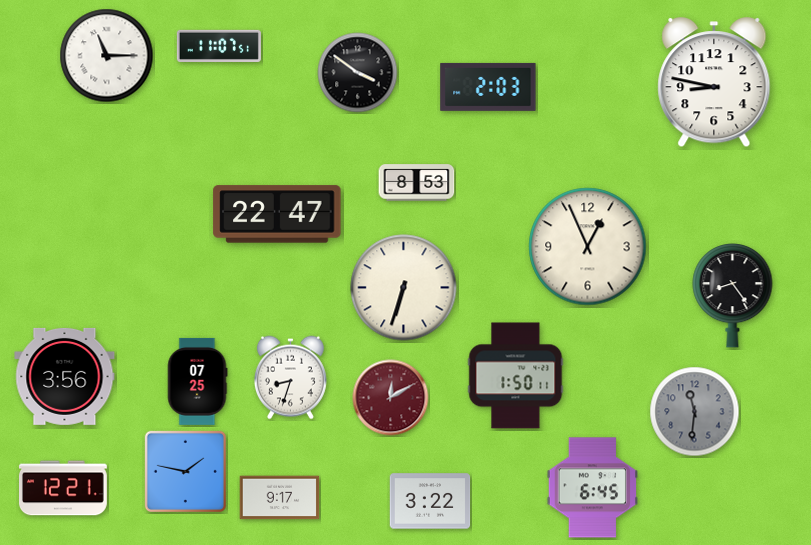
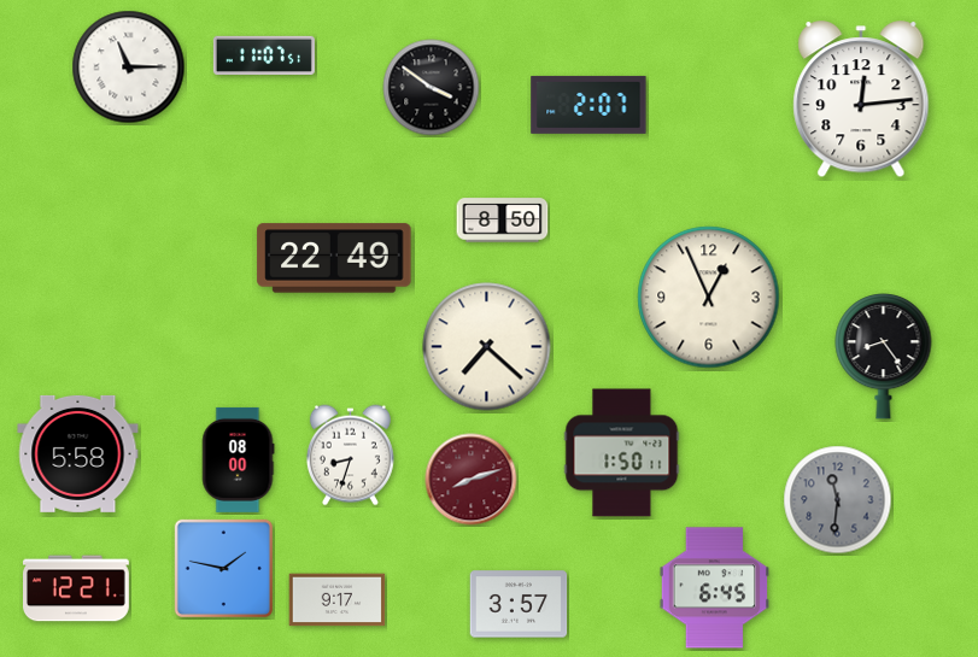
clock at (714, 83): 8:47 -> 12:14
clock at (488, 87): 2:03 -> 2:07
clock at (417, 183): 8:53 -> 8:50
clock at (277, 214): 22:47 -> 22:49
clock at (404, 288): 6:33 -> 7:22
clock at (65, 376): 3:56 -> 5:58
clock at (197, 381): 07:25 -> 08:00
clock at (391, 398): 12:10 -> 8:12
clock at (695, 412) position: (695, 412) -> (838, 500)
clock at (430, 501): 3:22 -> 3:57
